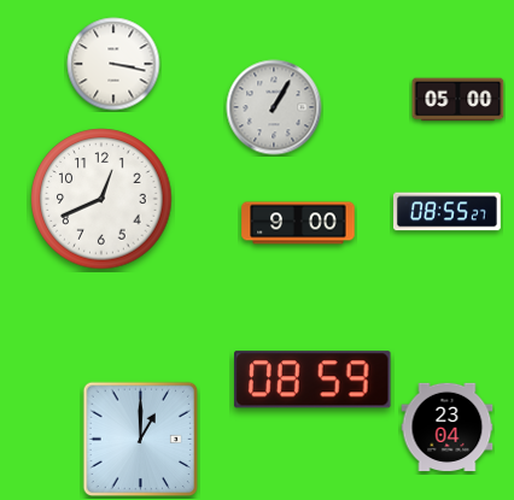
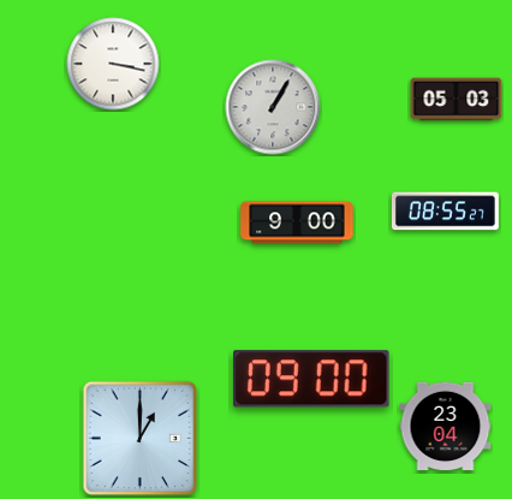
clock at (458, 100): 05:00 -> 05:03
clock at (101, 199): 12:41 -> none
clock at (313, 380): 08:59 -> 09:00
